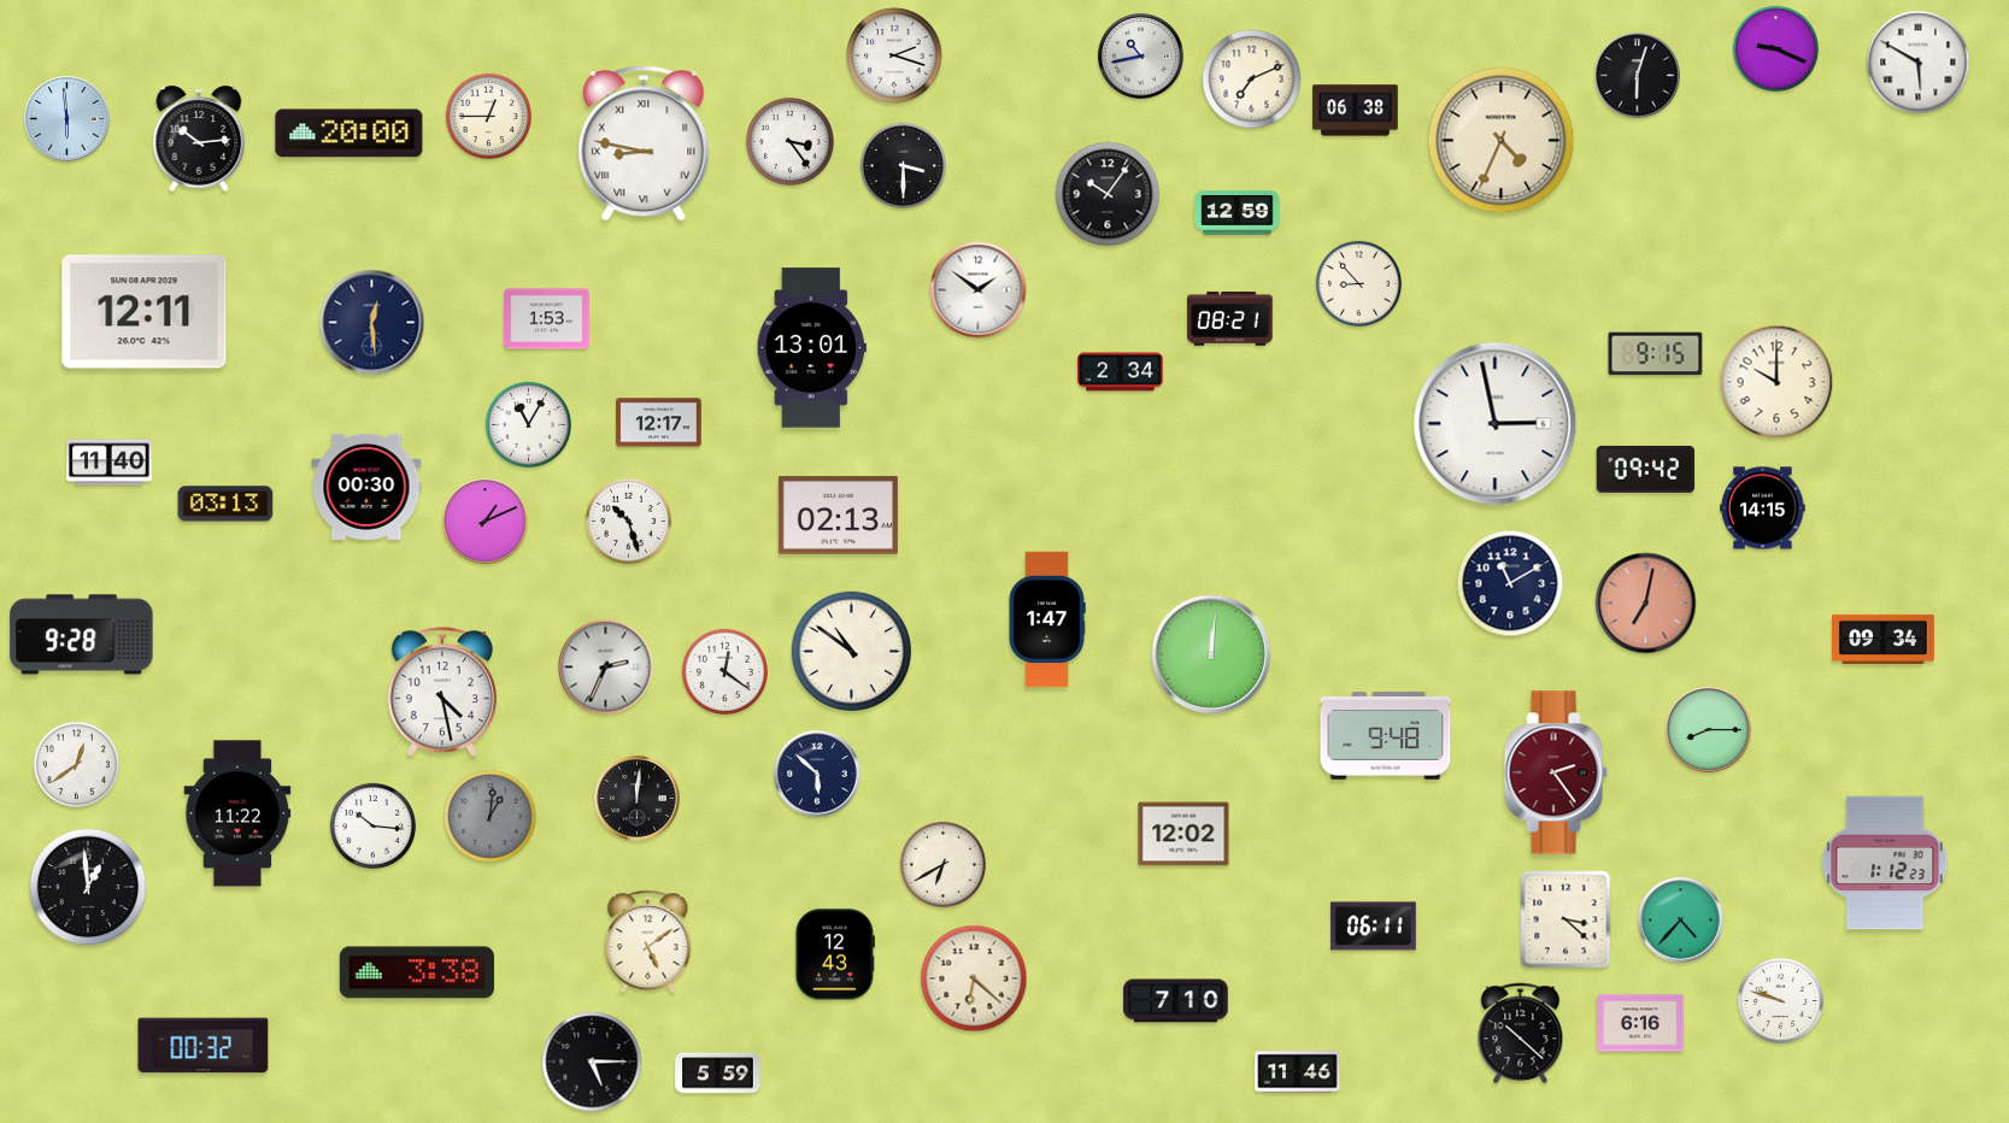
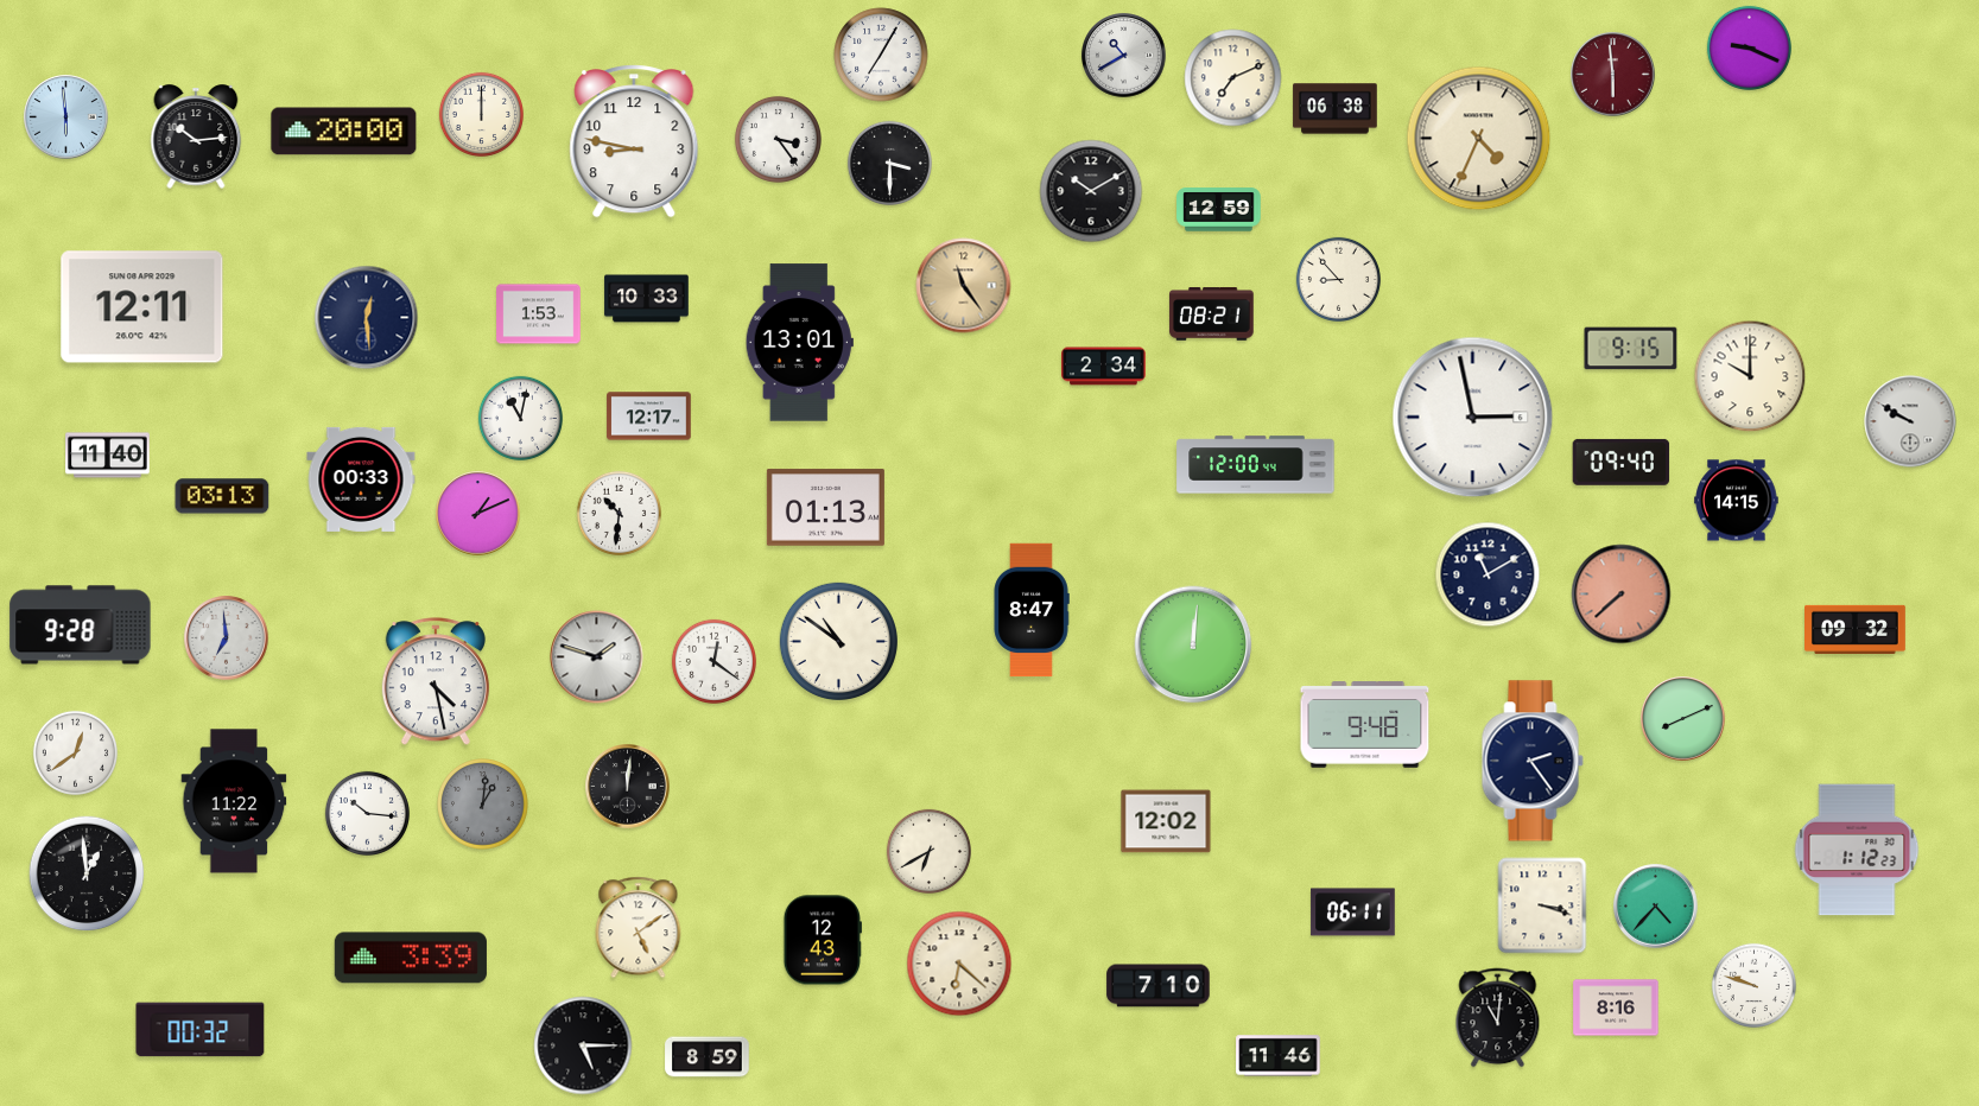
clock at (894, 55): 2:18 -> 7:05
clock at (1141, 57): 10:43 -> 10:40
clock at (1919, 63): 5:50 -> none
clock at (1638, 76): 6:03 -> 5:59
clock at (1638, 76) dial: black -> burgundy
clock at (488, 116): 12:45 -> 12:00
clock at (644, 143) numerals: Roman -> Arabic
clock at (1108, 194): 10:06 -> 10:10
clock at (979, 290): 1:51 -> 11:24
clock at (979, 290) dial: white -> champagne
clock at (647, 299): none -> 10:33
clock at (528, 424): 11:05 -> 11:02
clock at (1910, 421): none -> 9:50
clock at (1646, 469): 09:42 -> 09:40
clock at (1256, 465): none -> 12:00
clock at (366, 487): 00:30 -> 00:33
clock at (838, 516): 02:13 -> 01:13
clock at (628, 521): 10:27 -> 10:31
clock at (1646, 604): 7:02 -> 7:38
clock at (1047, 619): 1:47 -> 8:47
clock at (1884, 639): 09:34 -> 09:32
clock at (227, 638): none -> 6:59
clock at (606, 668): 2:34 -> 1:48
clock at (1709, 730): 8:15 -> 8:11
clock at (1556, 772) dial: burgundy -> navy
clock at (817, 774): 5:52 -> none
clock at (1566, 919): 3:22 -> 3:18
clock at (417, 972): 3:38 -> 3:39
clock at (1640, 1023): 6:16 -> 8:16
clock at (1521, 1034): 10:22 -> 11:01
clock at (718, 1074): 5:59 -> 8:59
